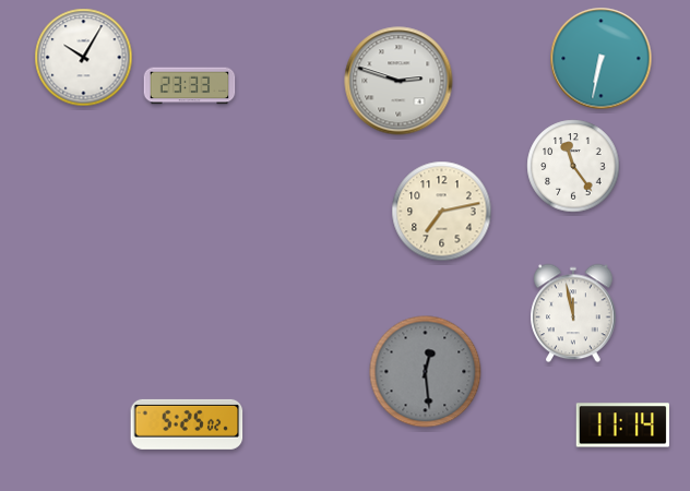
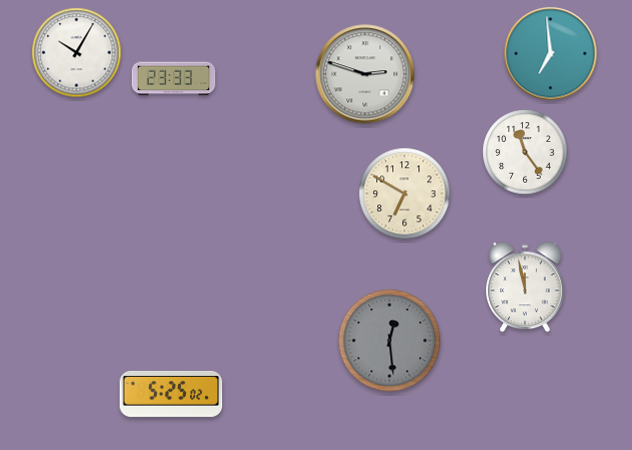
clock at (602, 59): 6:32 -> 6:59
clock at (442, 212): 7:13 -> 6:50
clock at (187, 424) position: (187, 424) -> (171, 394)
clock at (622, 426): 11:14 -> none
